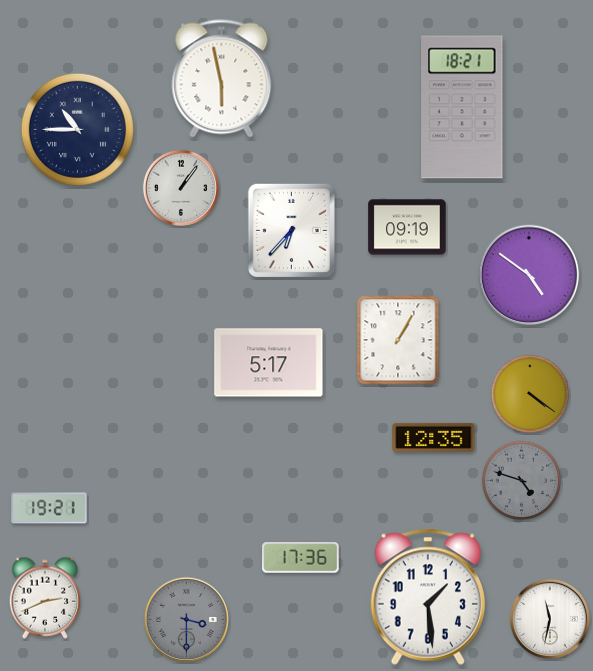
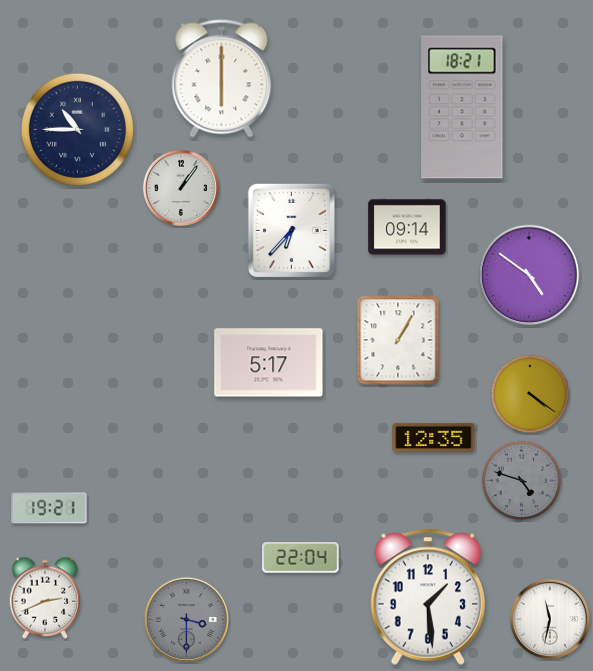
clock at (222, 79): 5:58 -> 6:00
clock at (407, 227): 09:19 -> 09:14
clock at (301, 558): 17:36 -> 22:04
